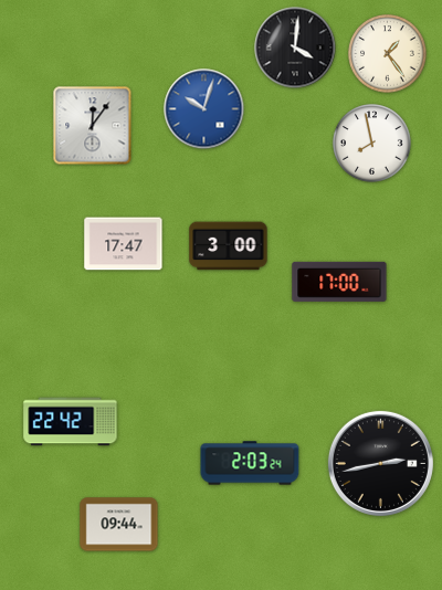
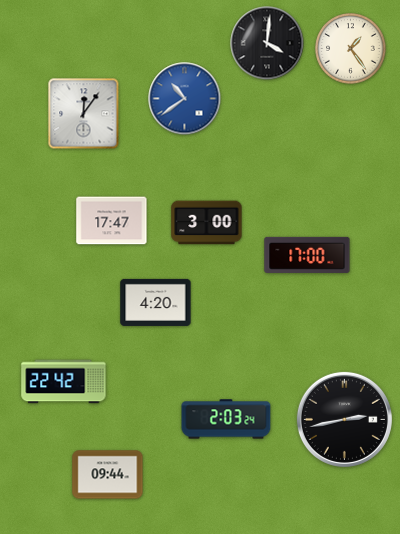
clock at (204, 109): 10:03 -> 10:39
clock at (372, 144): 7:58 -> none
clock at (156, 302): none -> 4:20
